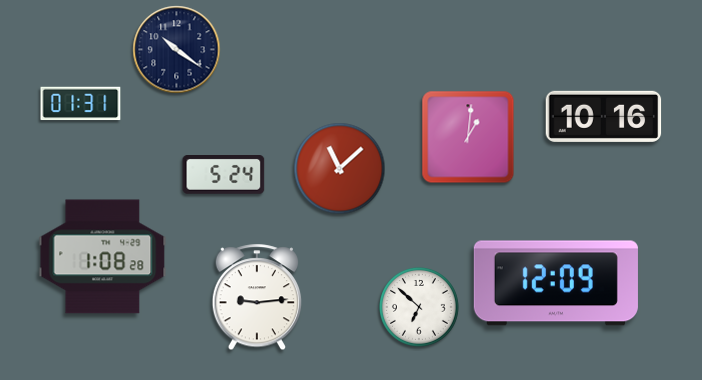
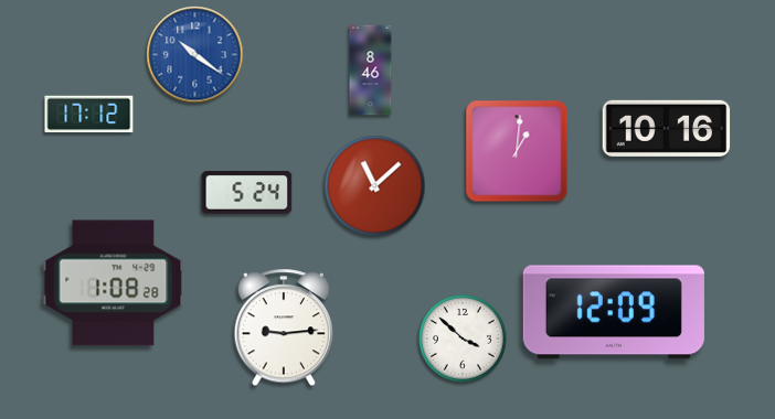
clock at (177, 50) dial: navy -> blue
clock at (371, 71): none -> 8:46
clock at (81, 104): 01:31 -> 17:12
clock at (419, 307): 6:52 -> 3:52
